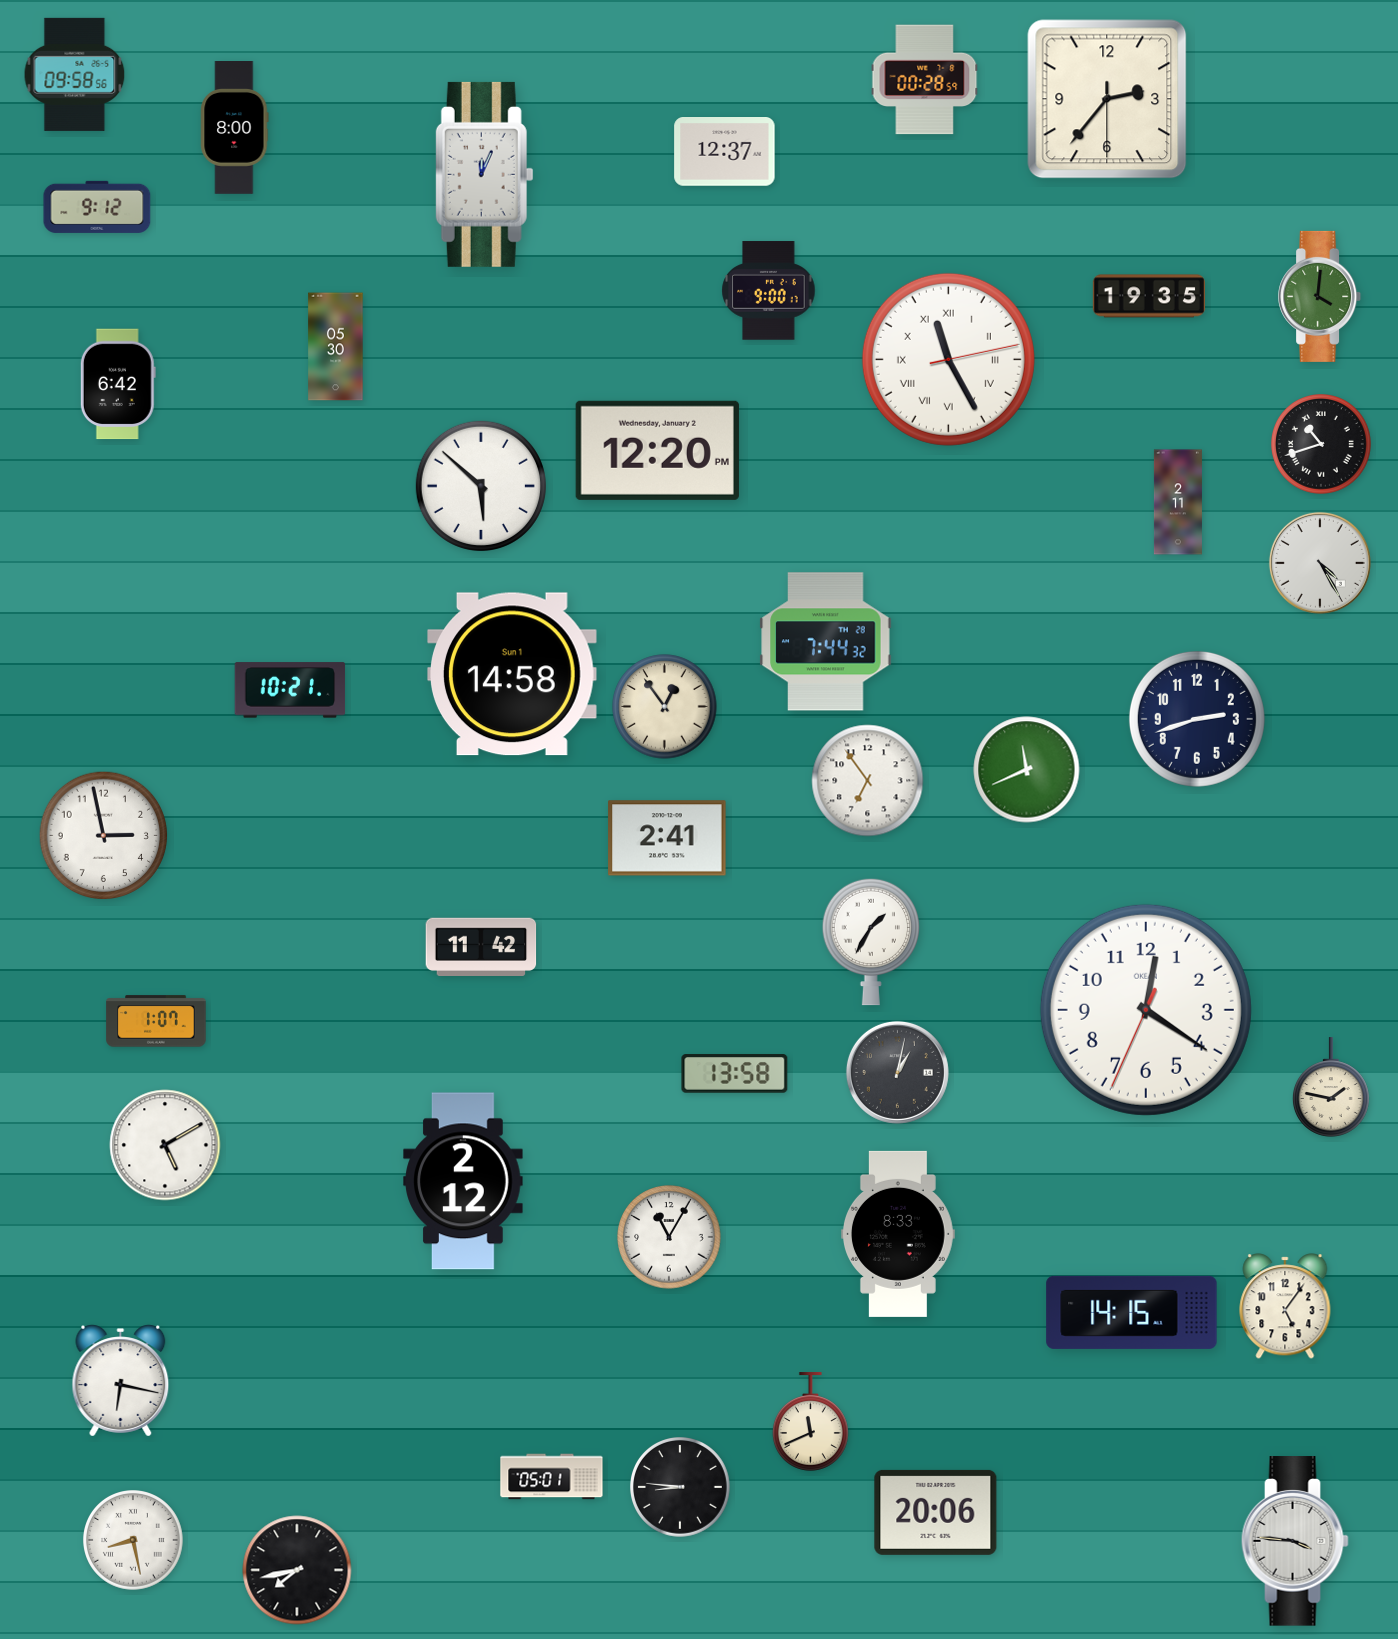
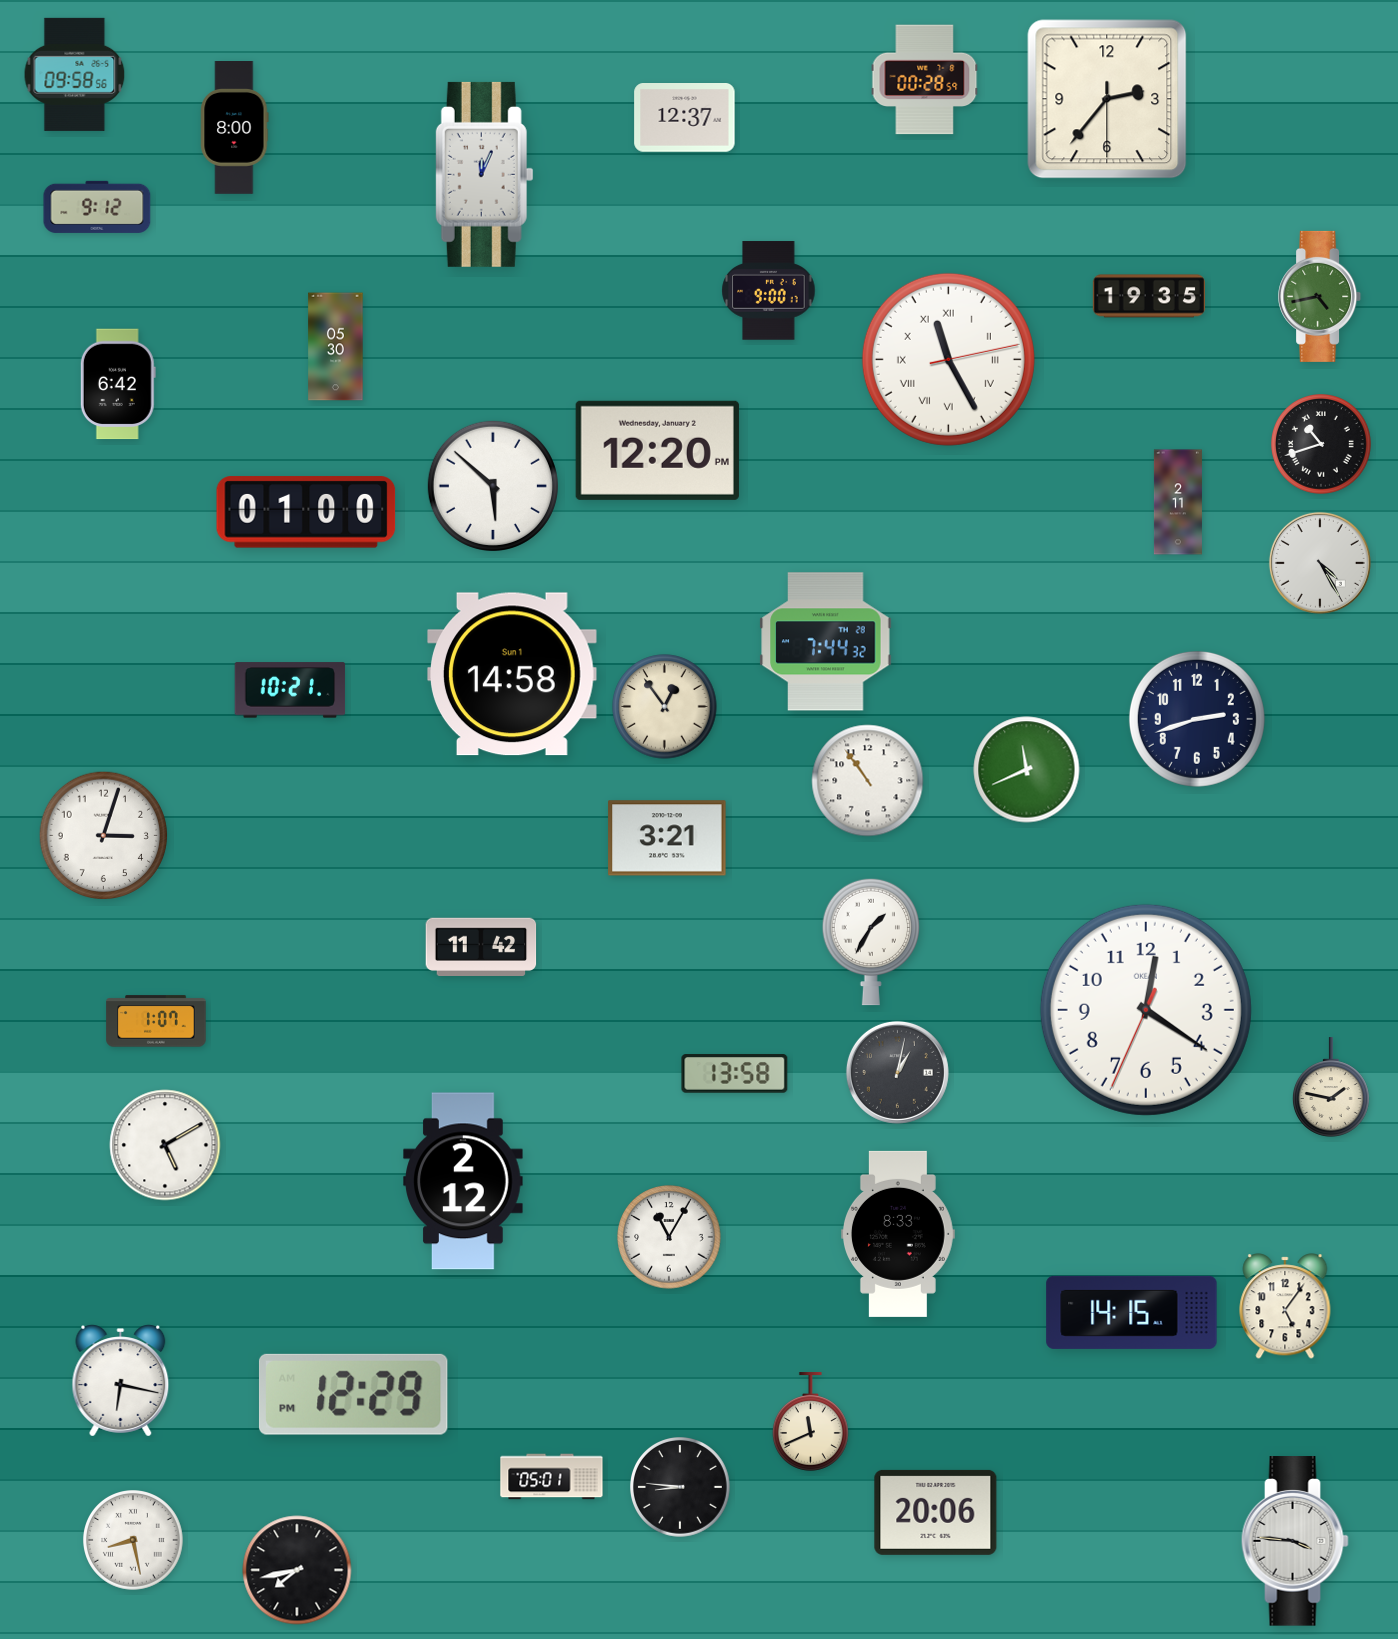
clock at (725, 152) position: (725, 152) -> (685, 118)
clock at (1320, 296): 4:01 -> 4:43
clock at (481, 486) position: (481, 486) -> (493, 486)
clock at (306, 512): none -> 01:00
clock at (868, 781): 6:54 -> 10:54
clock at (104, 836): 2:58 -> 3:03
clock at (667, 838): 2:41 -> 3:21
clock at (353, 1394): none -> 12:29
